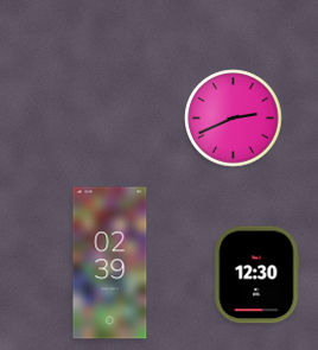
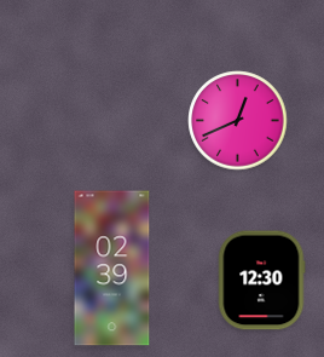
clock at (234, 119): 2:41 -> 12:41
